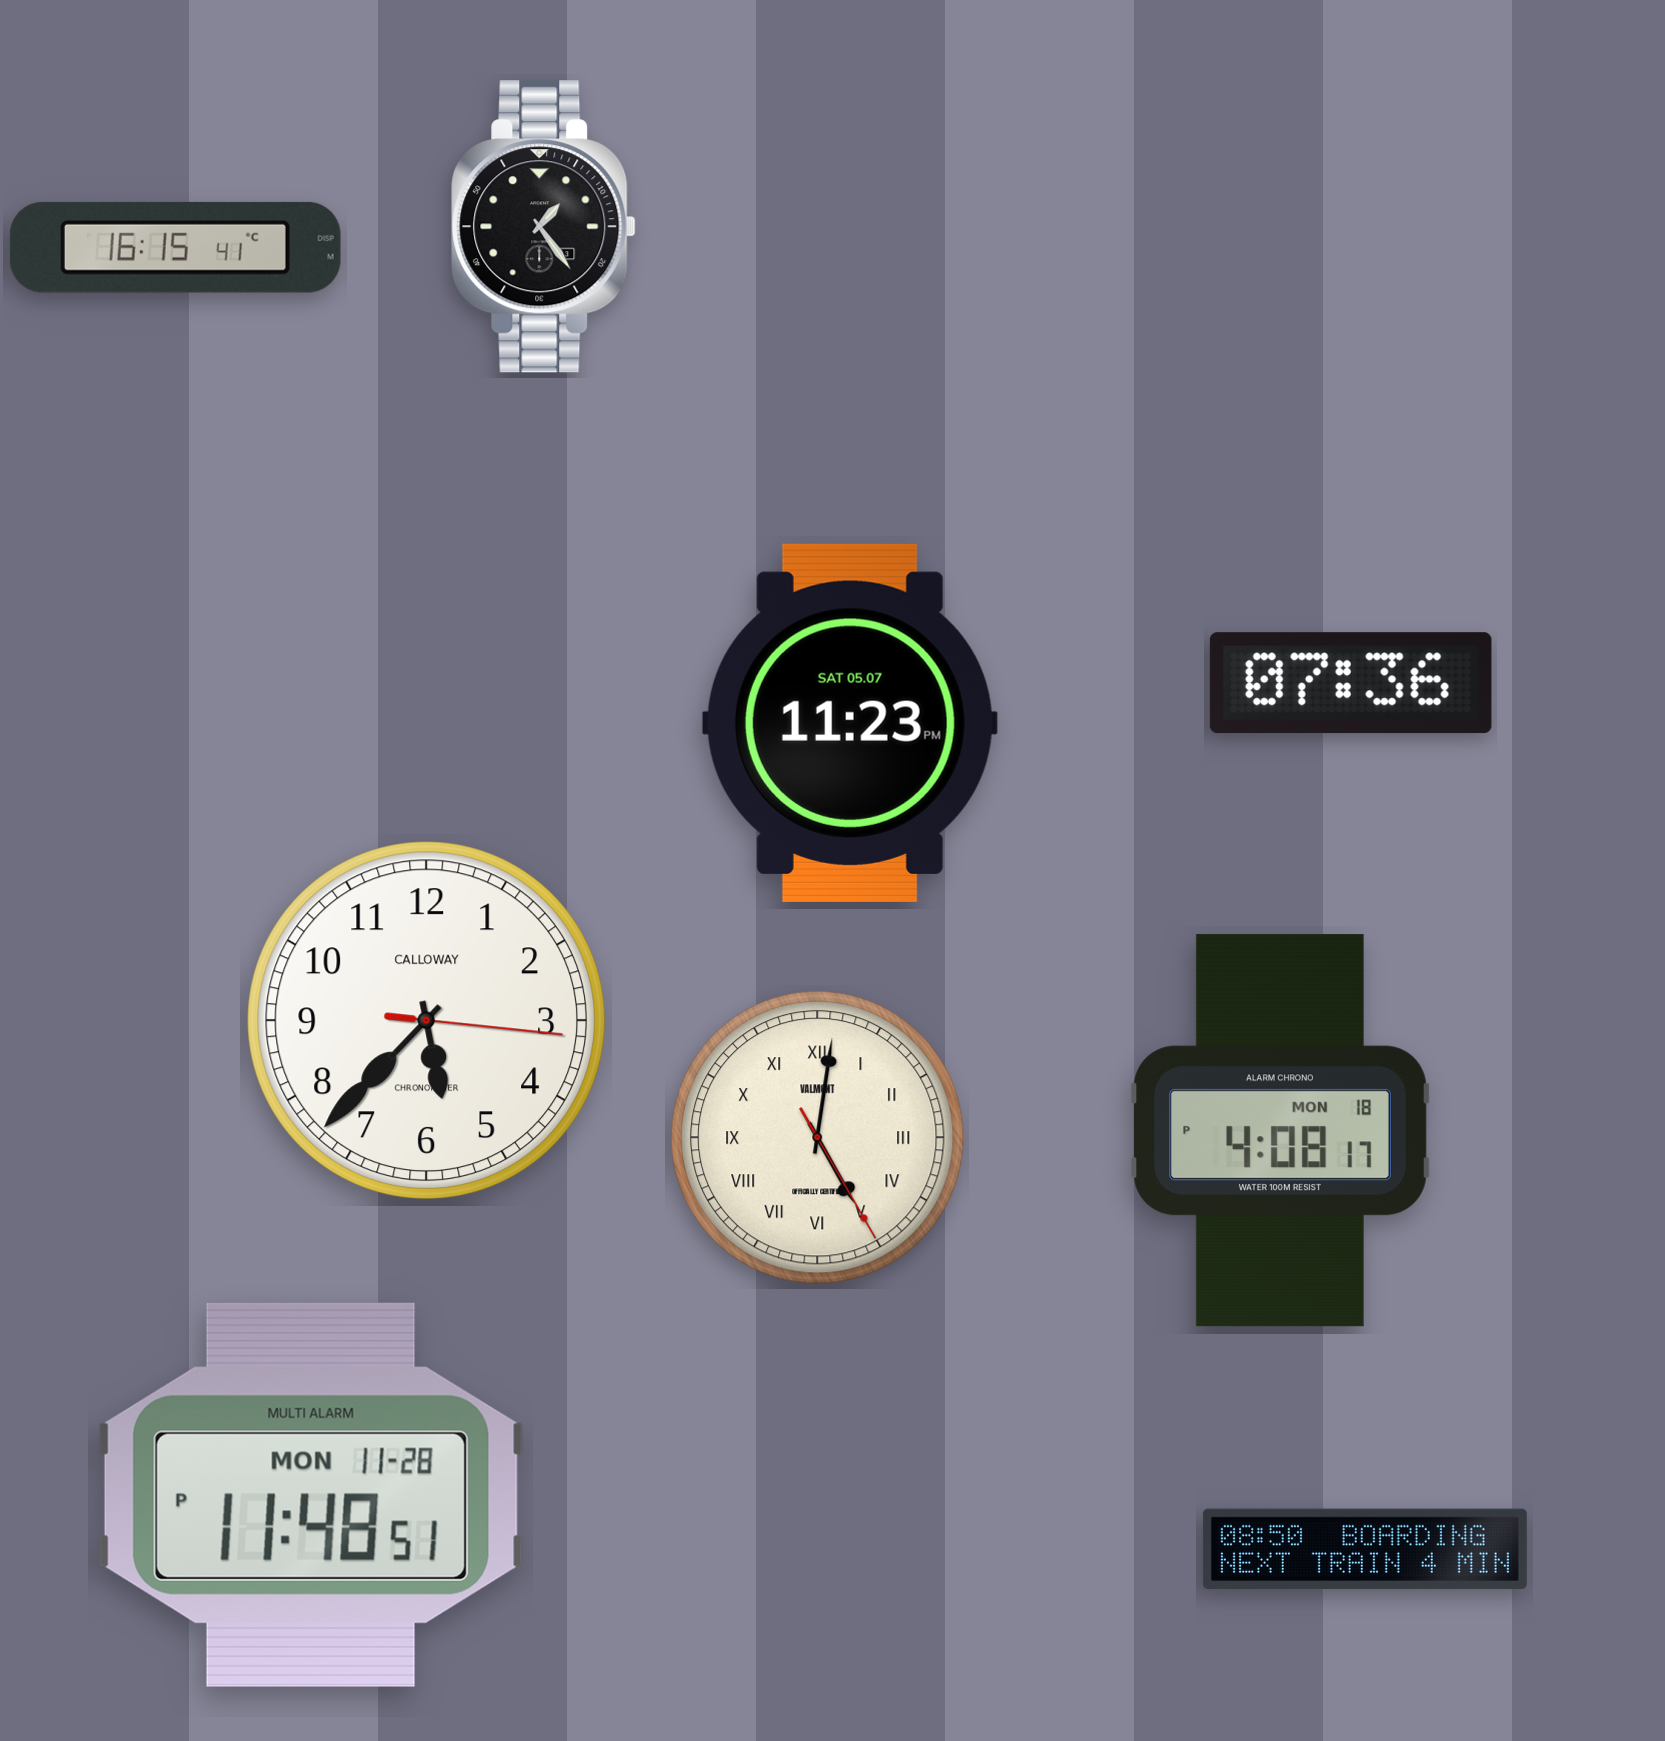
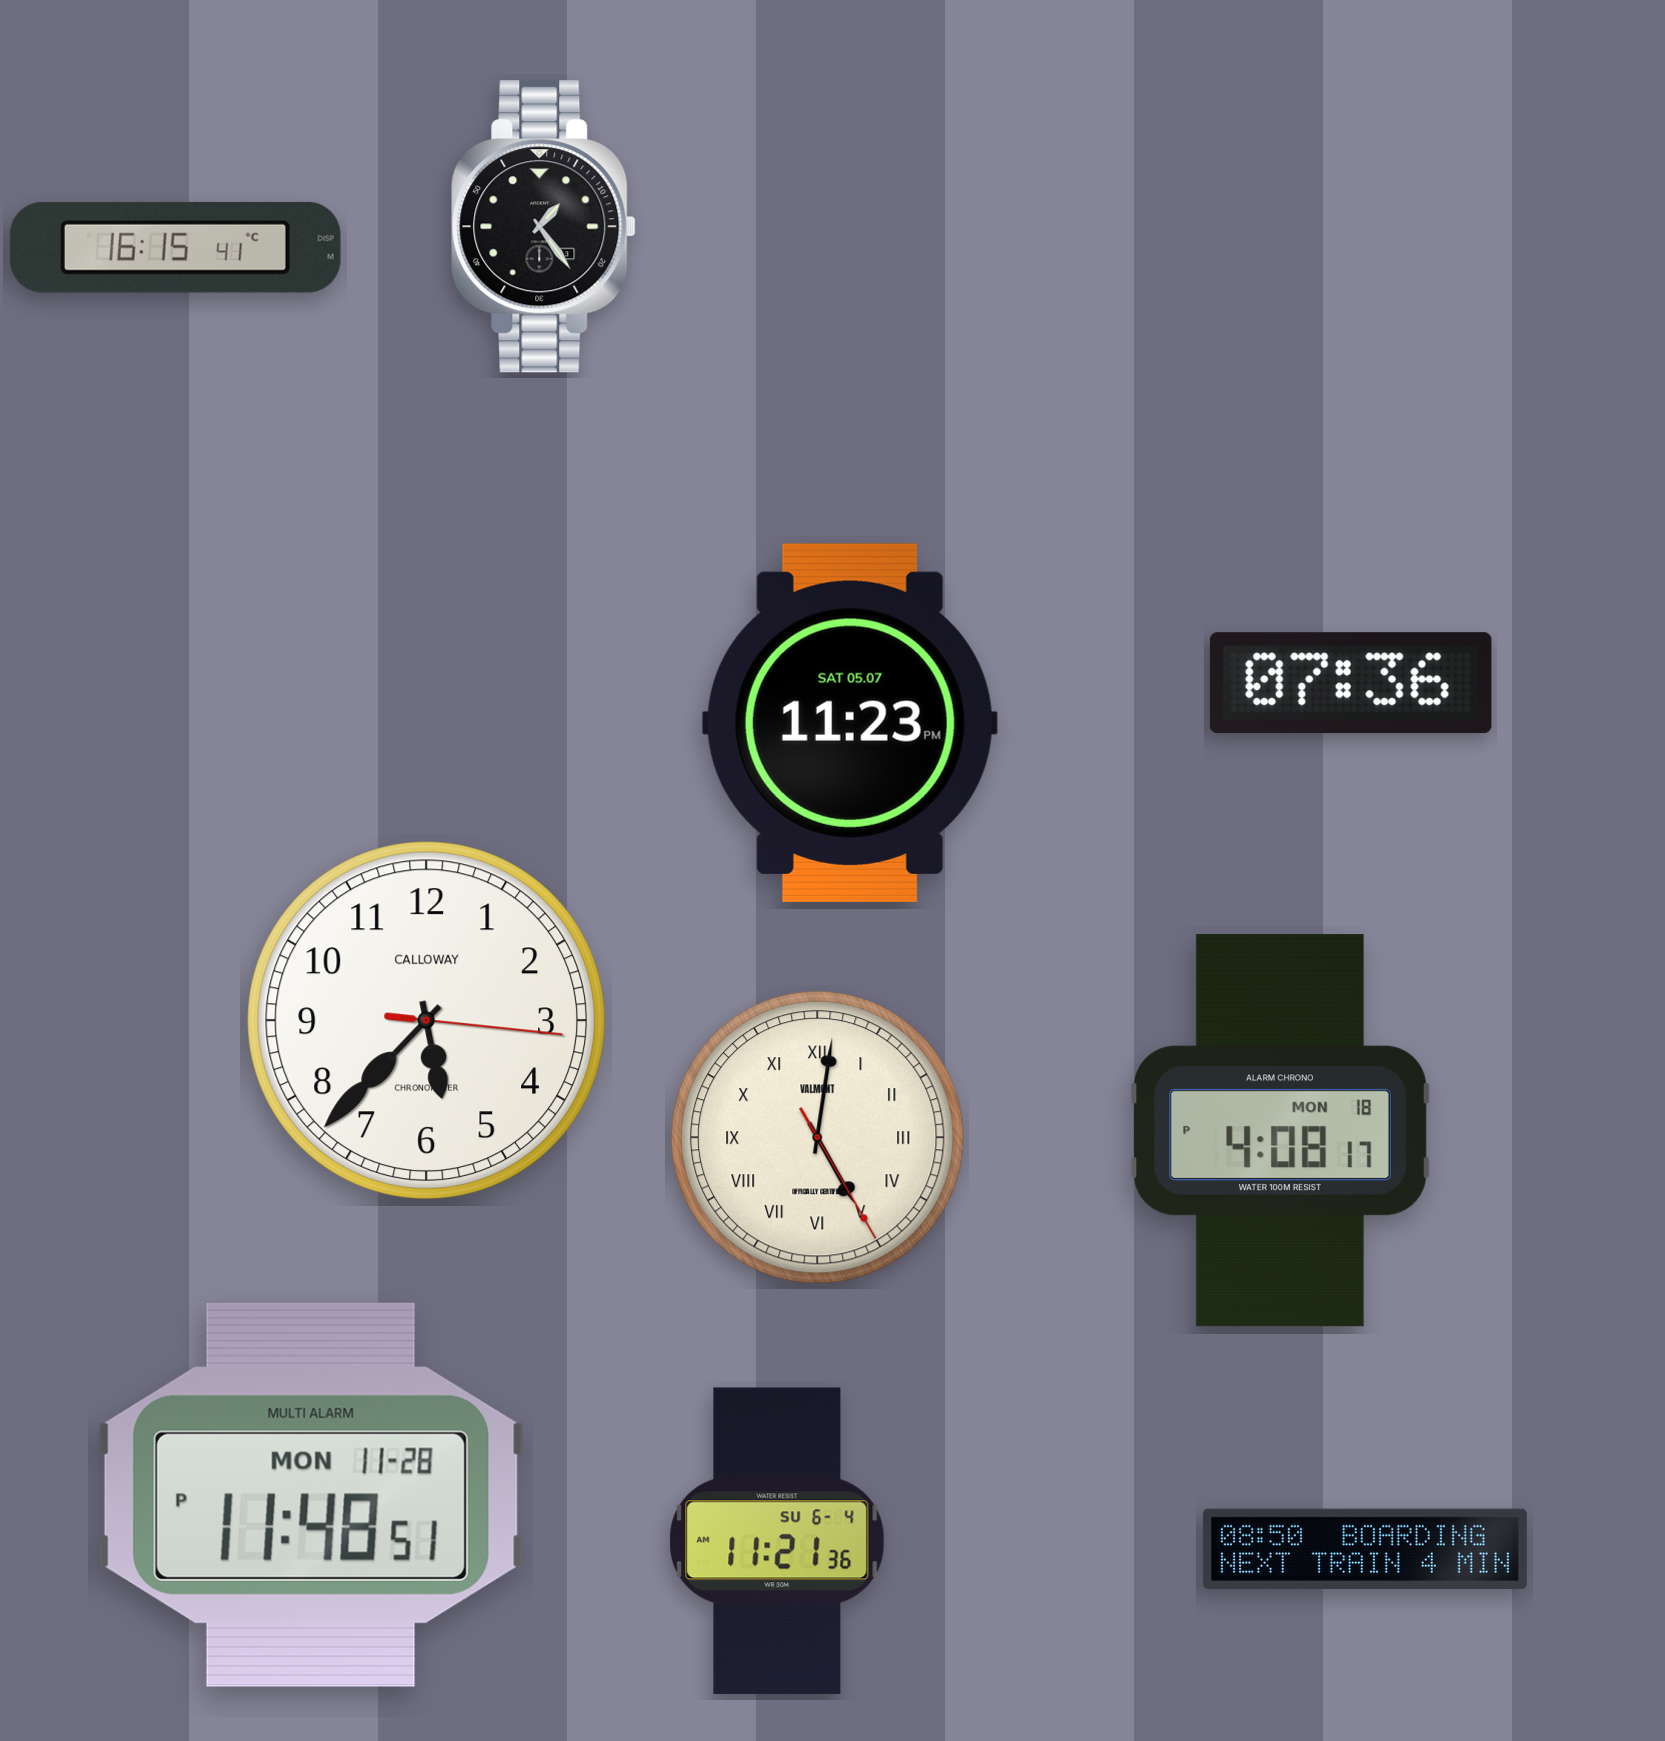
clock at (777, 1541): none -> 11:21
